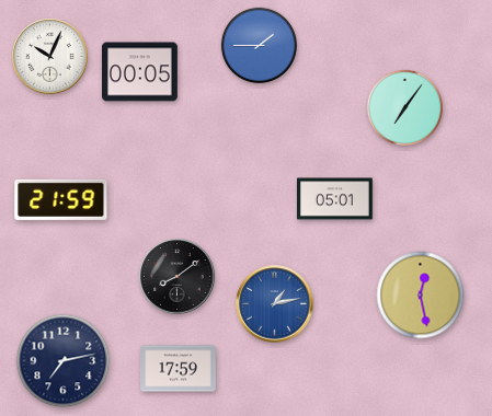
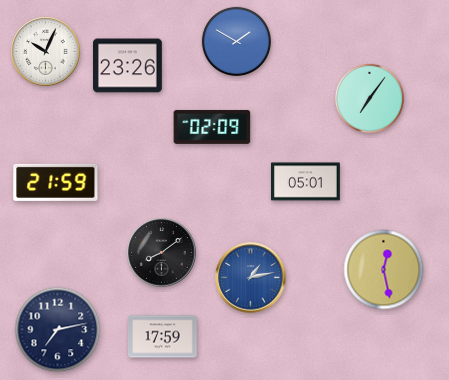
clock at (259, 45): 1:45 -> 1:50
clock at (140, 72): 00:05 -> 23:26
clock at (212, 127): none -> 02:09
